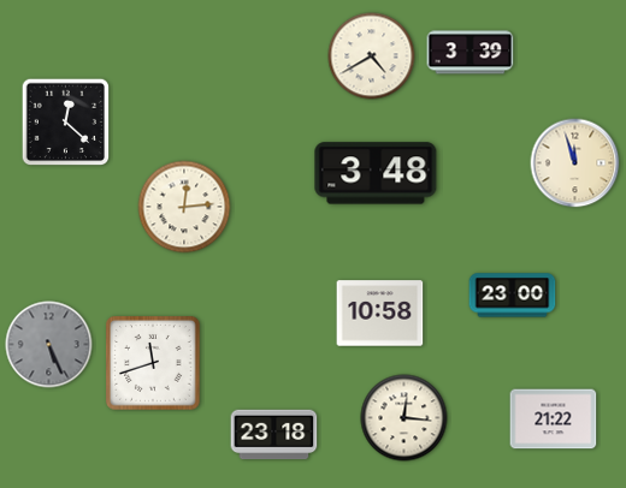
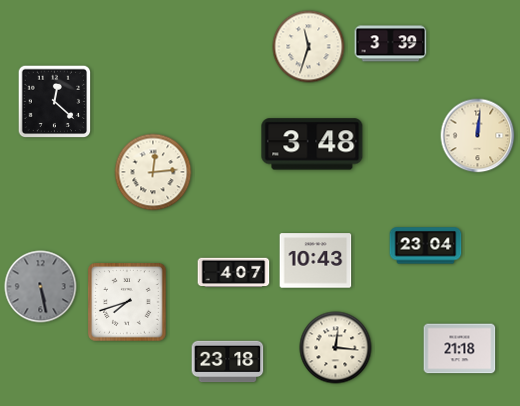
clock at (372, 56): 4:40 -> 11:33
clock at (575, 163): 11:57 -> 12:01
clock at (513, 296): 23:00 -> 23:04
clock at (380, 314): 10:58 -> 10:43
clock at (234, 273): none -> 4:07
clock at (49, 345): 5:26 -> 5:28
clock at (153, 363): 11:42 -> 7:42
clock at (554, 419): 21:22 -> 21:18
